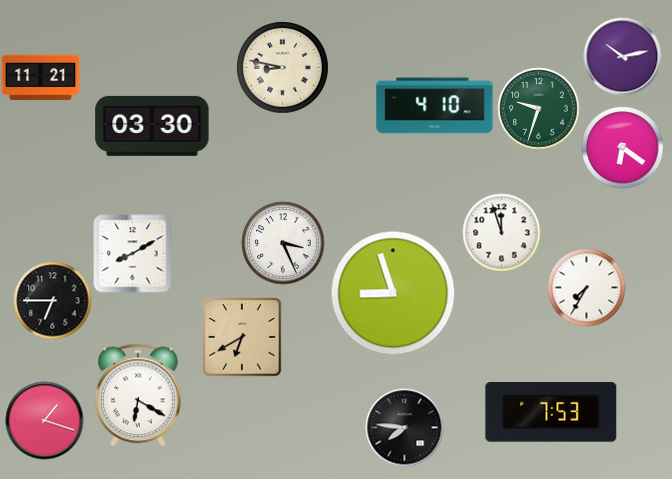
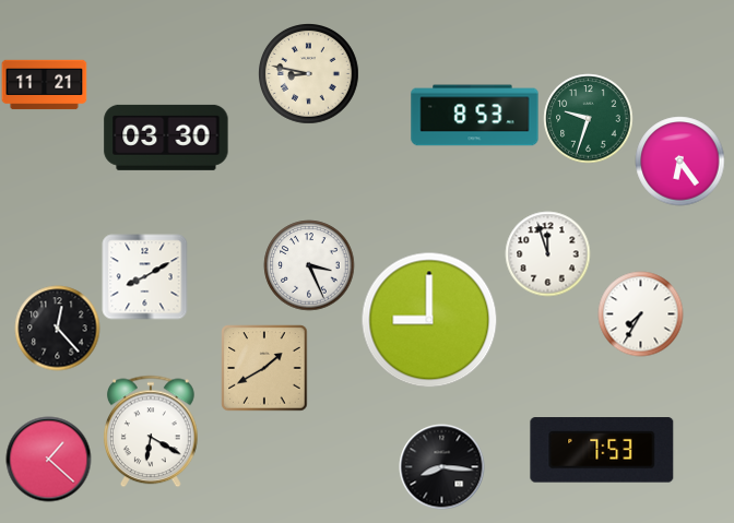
clock at (622, 56): 10:13 -> none
clock at (435, 106): 4:10 -> 8:53
clock at (622, 147): 6:21 -> 6:24
clock at (393, 293): 8:57 -> 9:00
clock at (52, 300): 6:45 -> 12:23
clock at (242, 337): 6:40 -> 1:40
clock at (44, 420): 1:18 -> 1:22
clock at (404, 427): 7:46 -> 8:16
